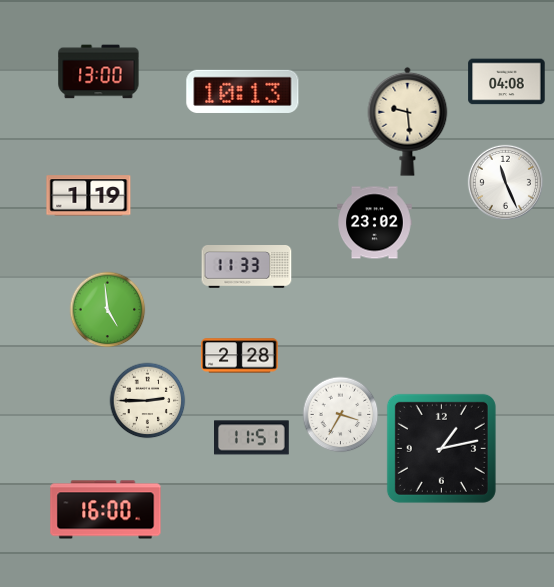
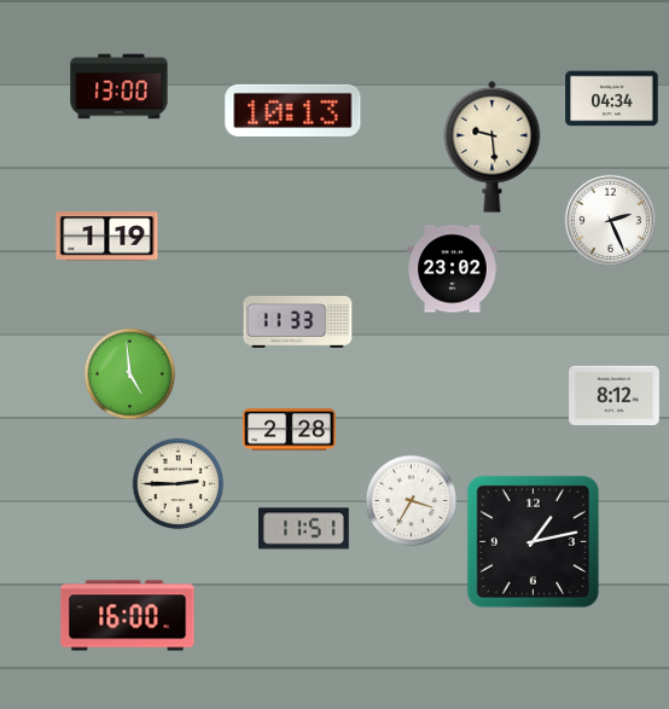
clock at (507, 82): 04:08 -> 04:34
clock at (505, 182): 11:26 -> 2:26
clock at (615, 395): none -> 8:12
